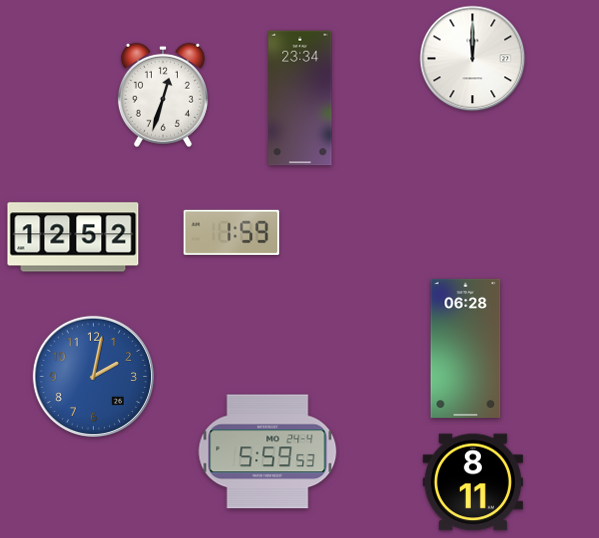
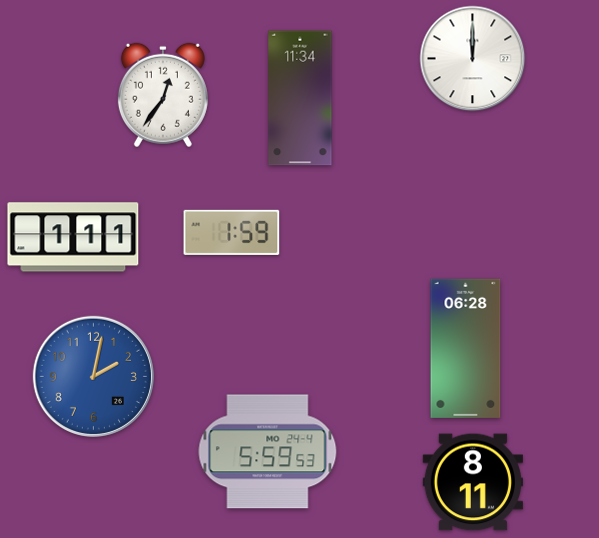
clock at (163, 95): 12:33 -> 12:36
clock at (300, 98): 23:34 -> 11:34
clock at (73, 237): 12:52 -> 1:11
